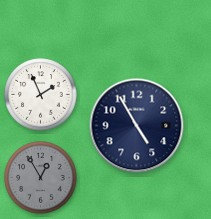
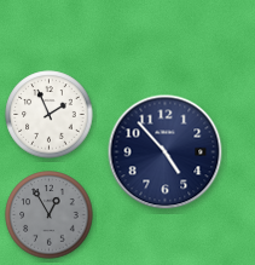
clock at (137, 126): 4:55 -> 4:53
